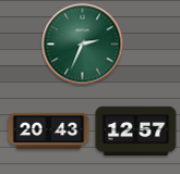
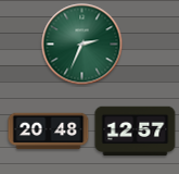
clock at (49, 132): 20:43 -> 20:48
